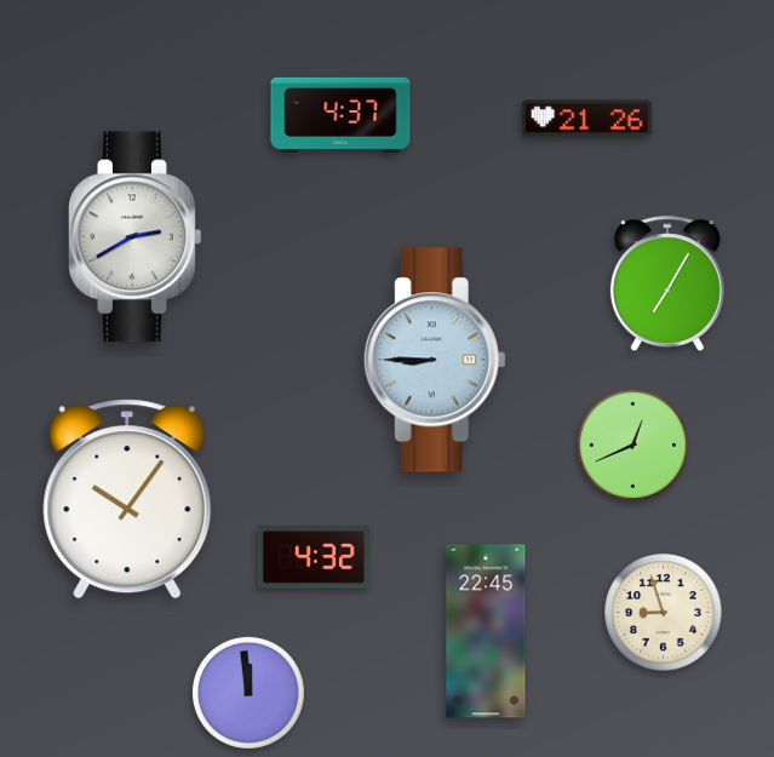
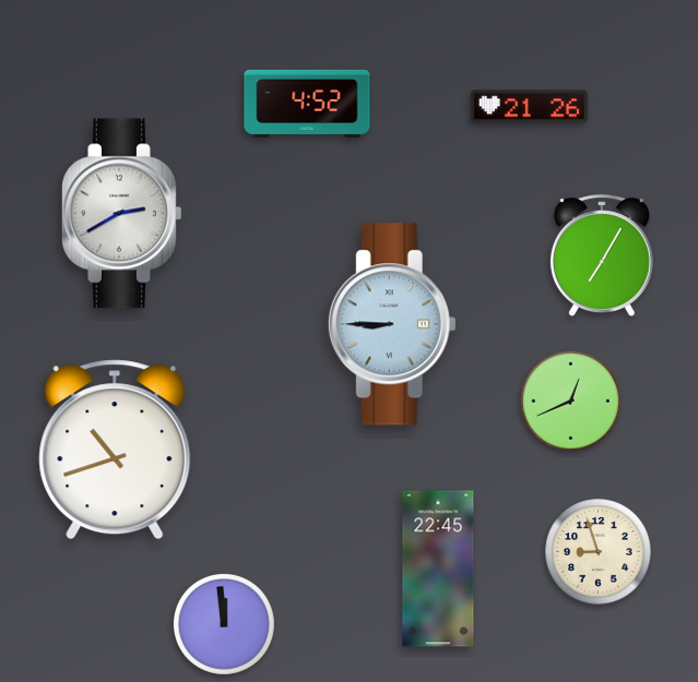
clock at (340, 115): 4:37 -> 4:52
clock at (127, 499): 10:06 -> 10:42
clock at (314, 557): 4:32 -> none
